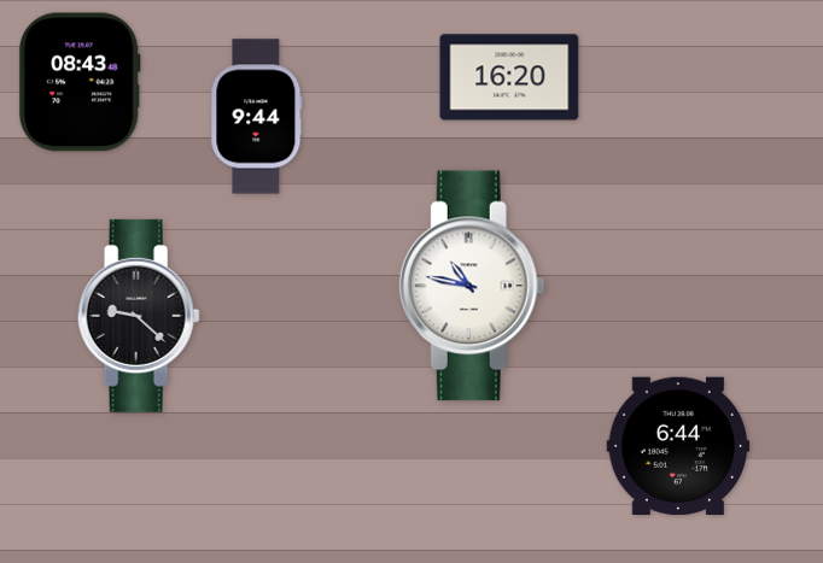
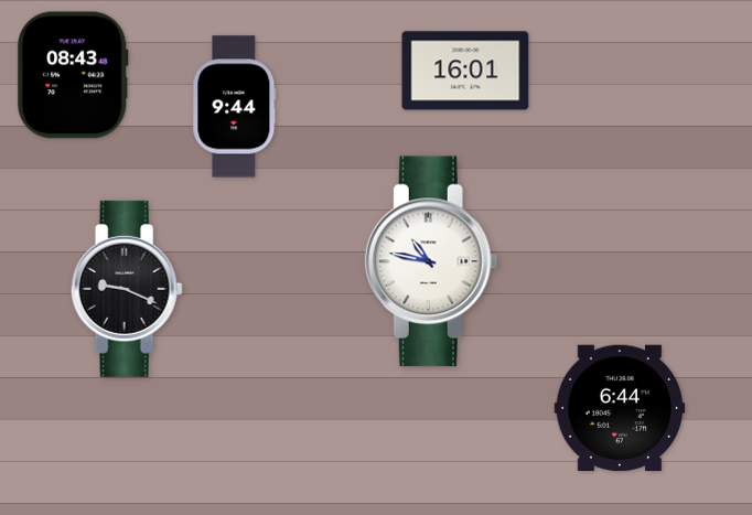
clock at (509, 77): 16:20 -> 16:01
clock at (139, 316): 9:22 -> 9:19
